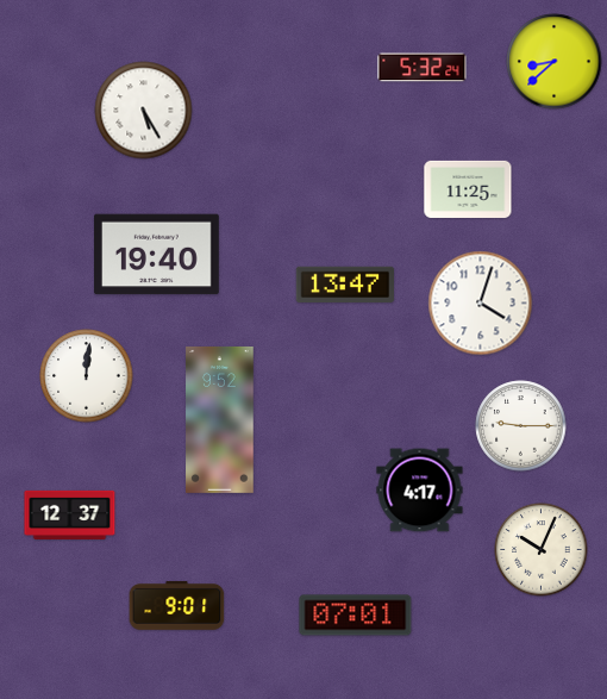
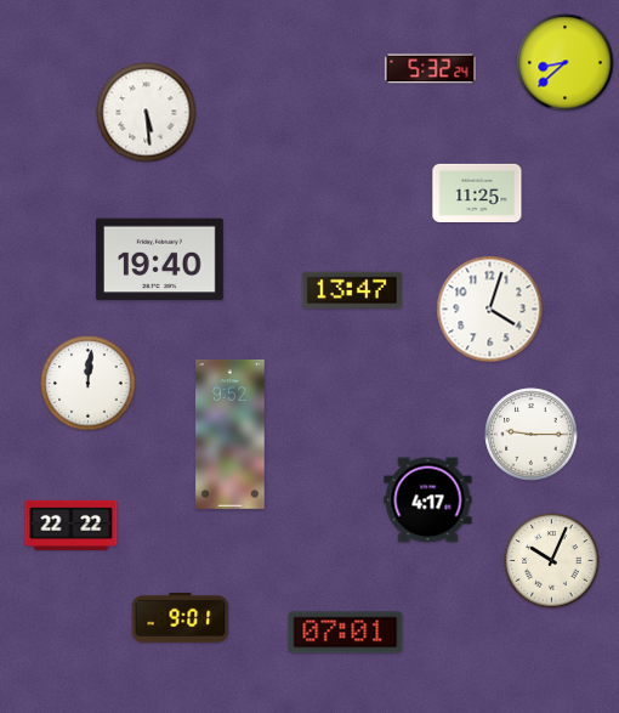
clock at (144, 111): 5:25 -> 5:29
clock at (220, 419) position: (220, 419) -> (231, 434)
clock at (70, 514): 12:37 -> 22:22
clock at (356, 616) position: (356, 616) -> (346, 633)
